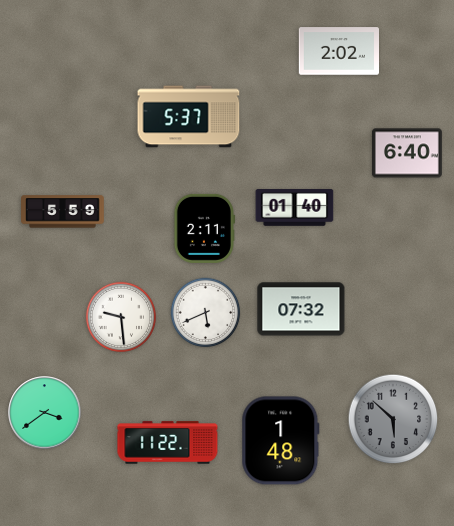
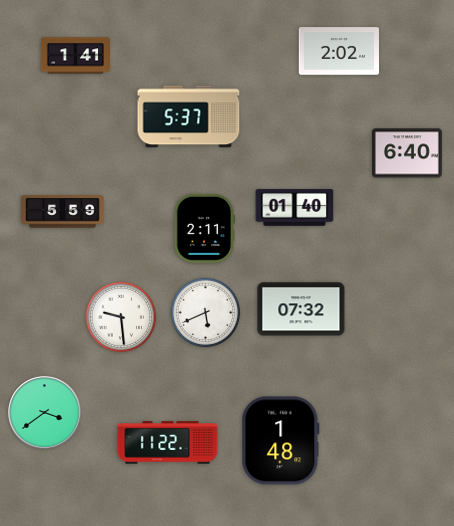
clock at (75, 56): none -> 1:41
clock at (393, 419): 5:52 -> none
